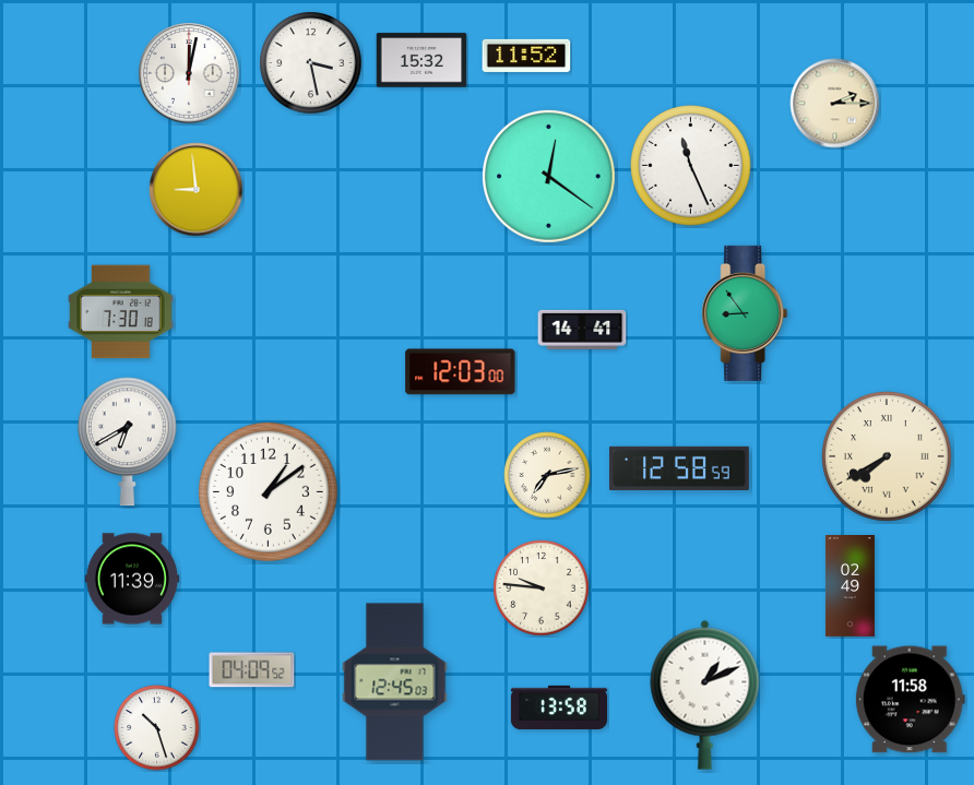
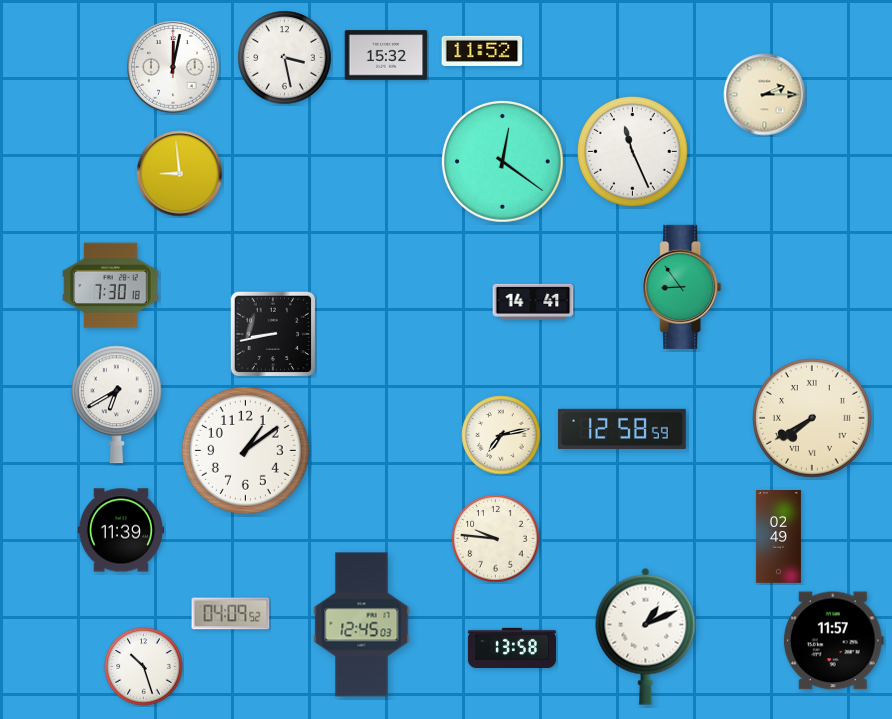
clock at (273, 334): none -> 8:43
clock at (461, 372): 12:03 -> none
clock at (910, 700): 11:58 -> 11:57
